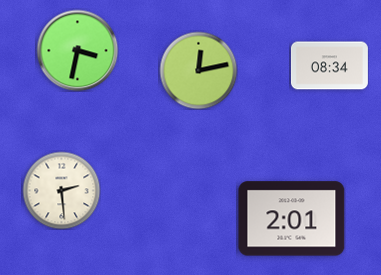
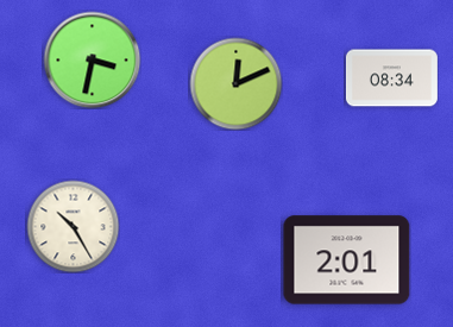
clock at (198, 70): 12:13 -> 12:11
clock at (61, 190): 2:29 -> 10:25
